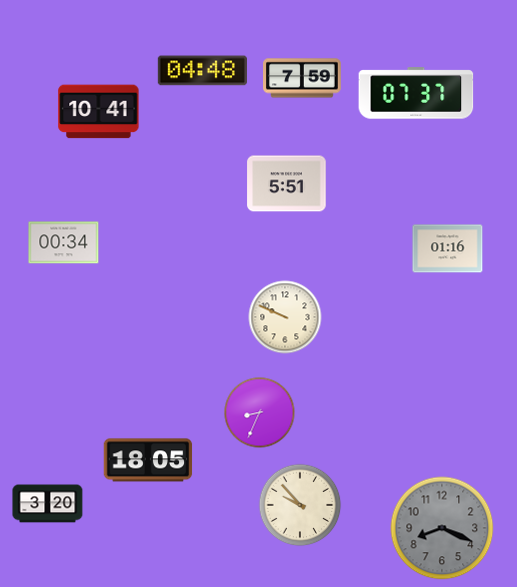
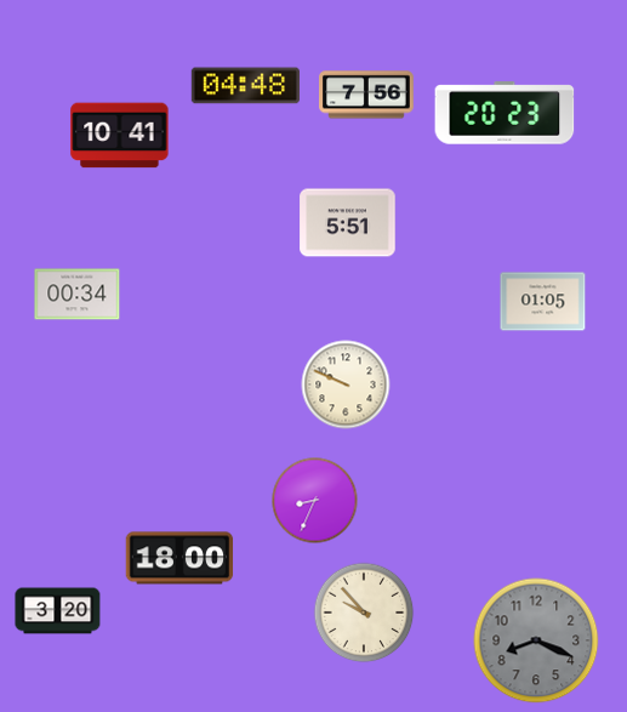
clock at (302, 78): 7:59 -> 7:56
clock at (416, 93): 07:37 -> 20:23
clock at (448, 249): 01:16 -> 01:05
clock at (148, 460): 18:05 -> 18:00
